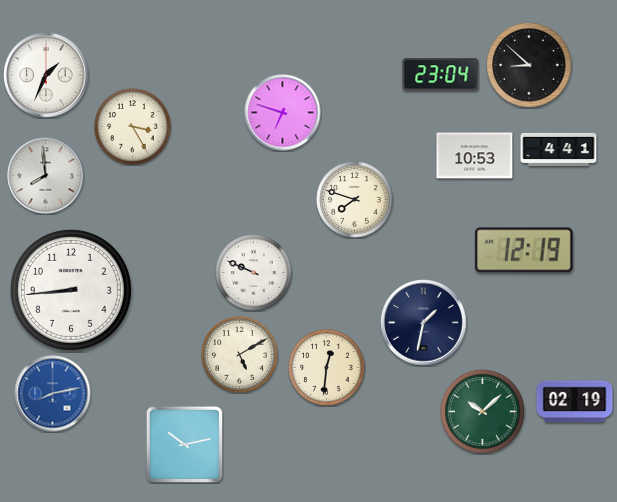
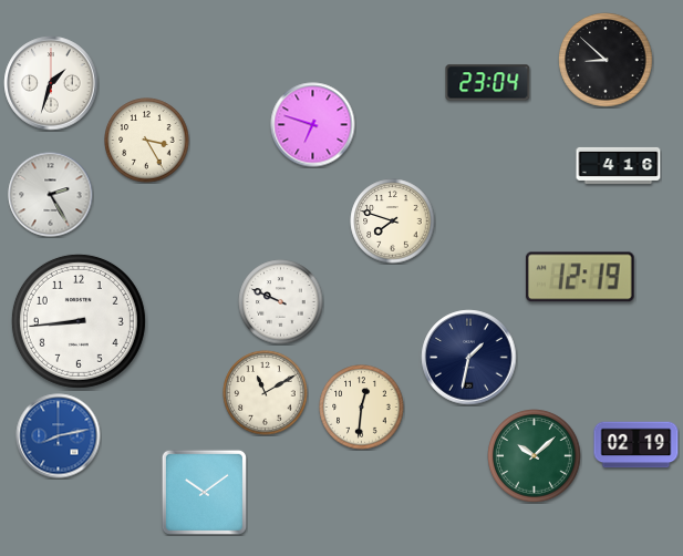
clock at (529, 65) position: (529, 65) -> (606, 60)
clock at (46, 75): 1:34 -> 1:33
clock at (559, 149): 4:41 -> 4:16
clock at (475, 156): 10:53 -> none
clock at (46, 176): 7:59 -> 2:25
clock at (240, 355): 5:10 -> 11:10
clock at (184, 444): 10:13 -> 10:09
